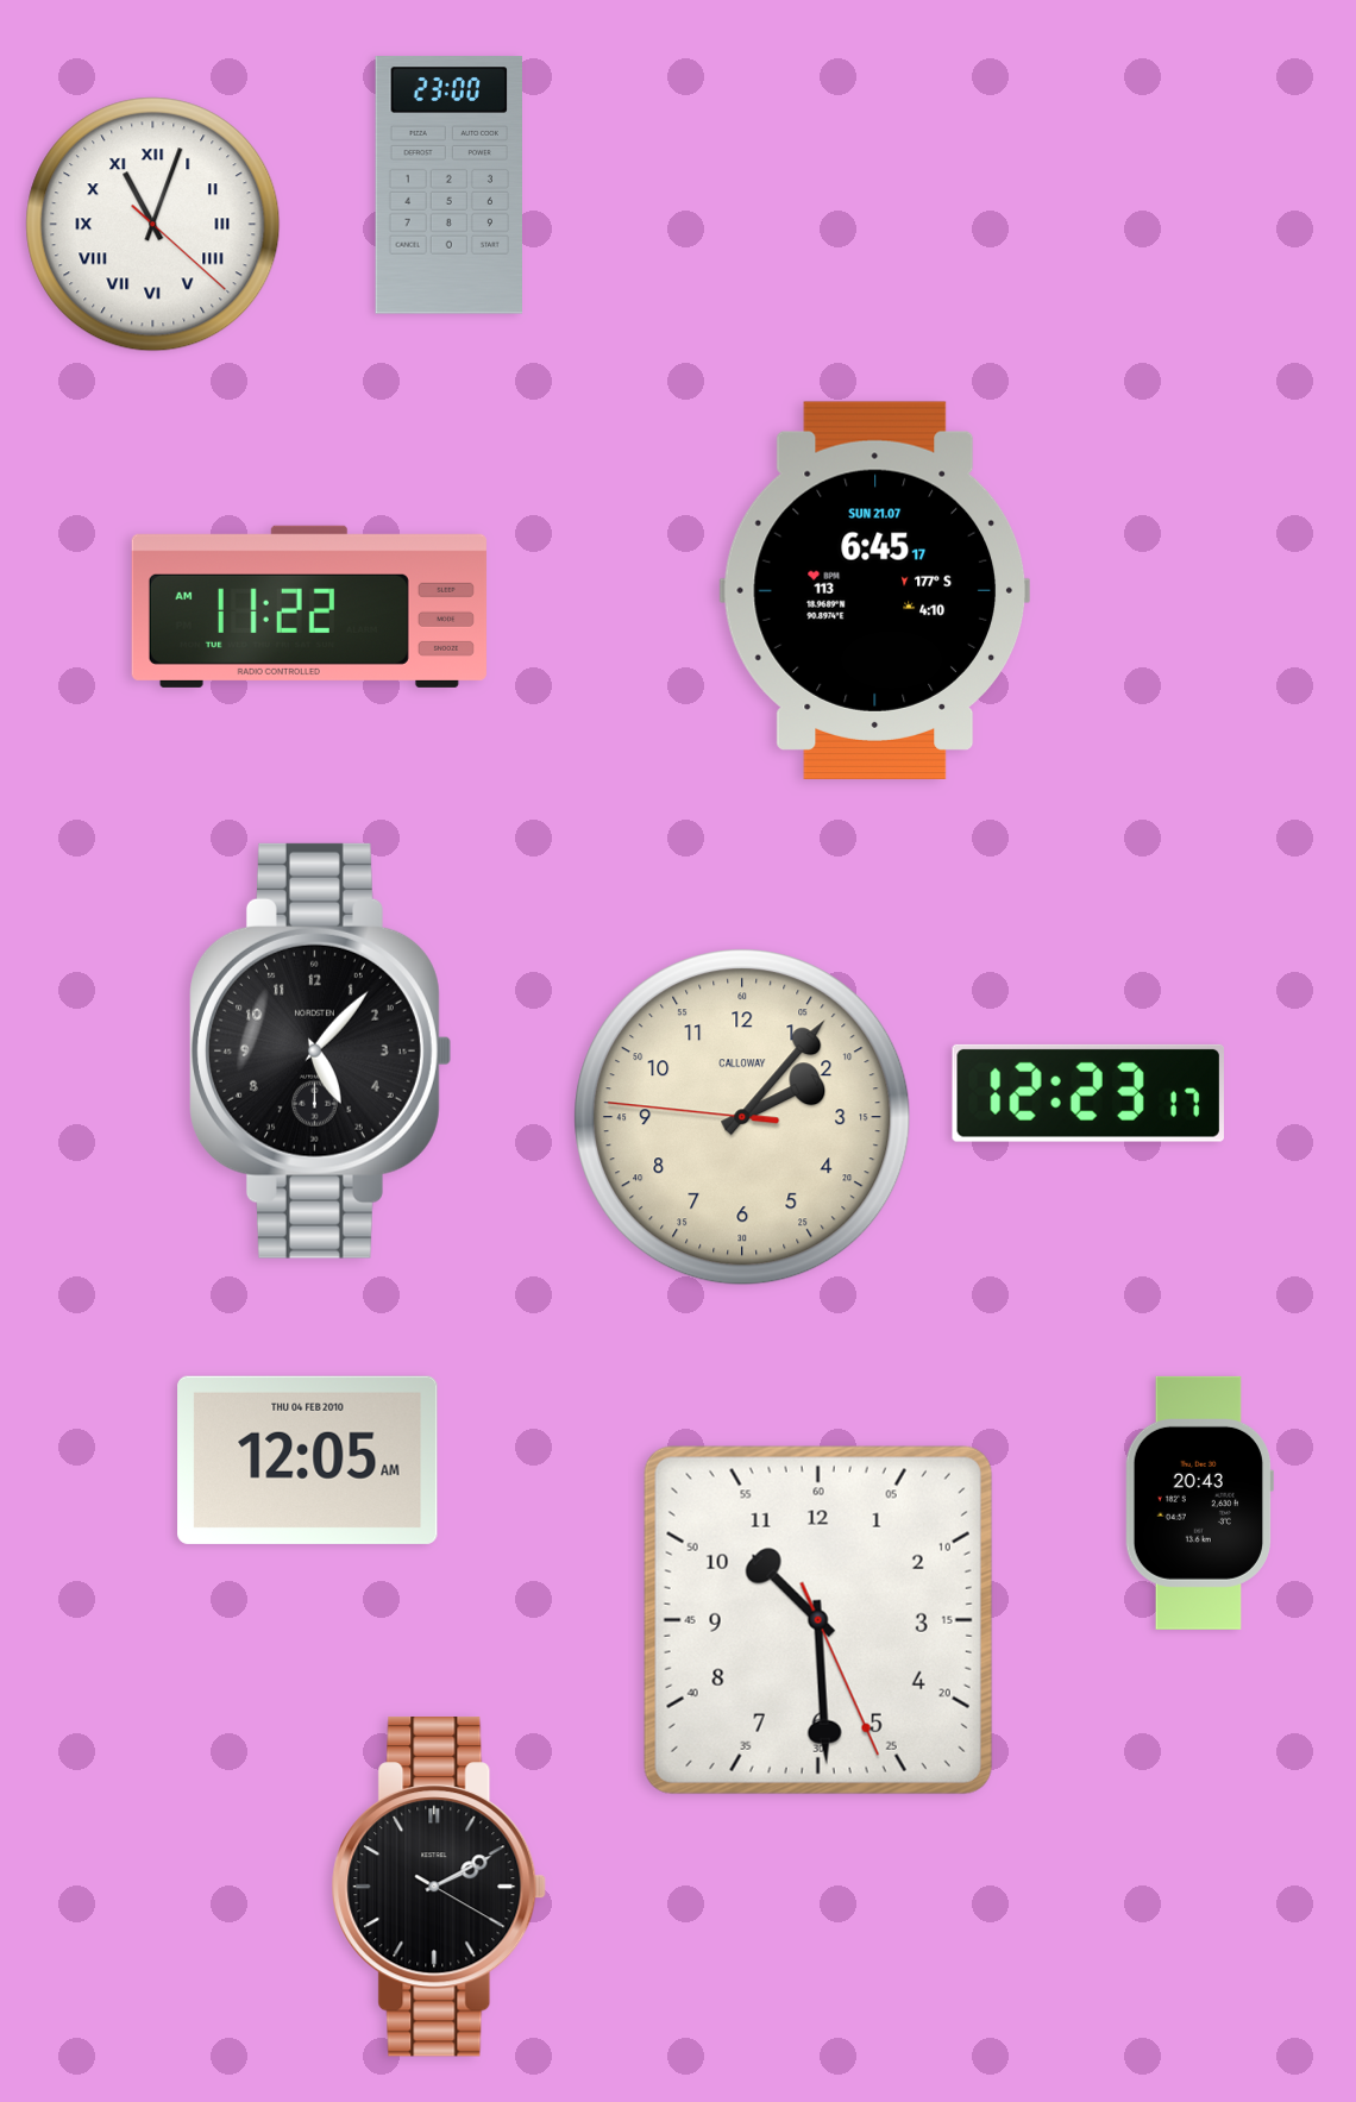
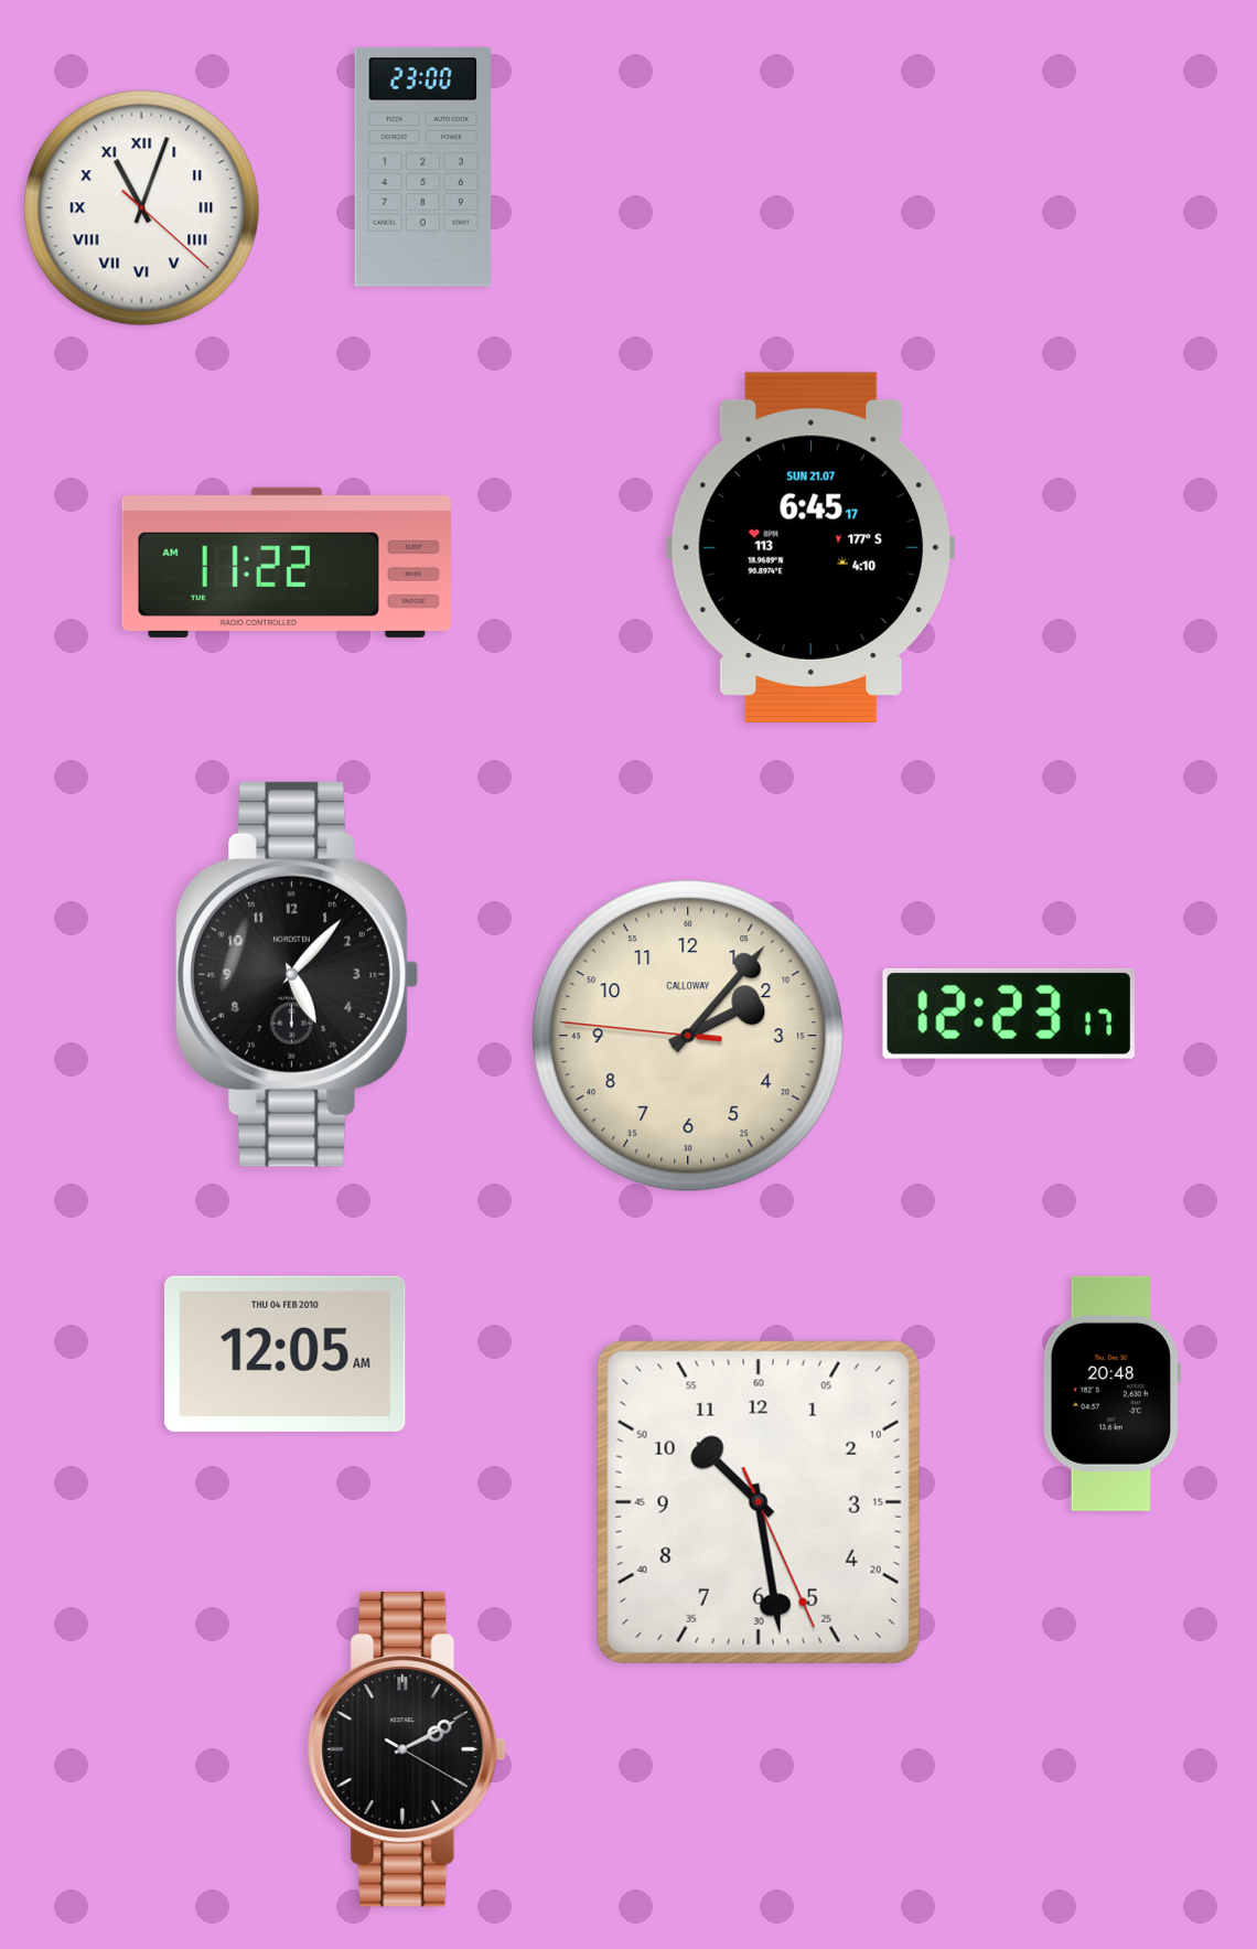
clock at (448, 186) position: (448, 186) -> (422, 168)
clock at (1199, 1502): 20:43 -> 20:48
clock at (818, 1620): 10:29 -> 10:28
